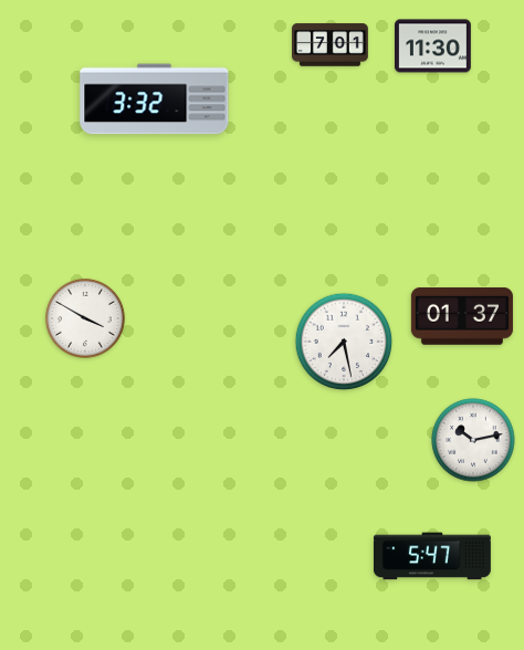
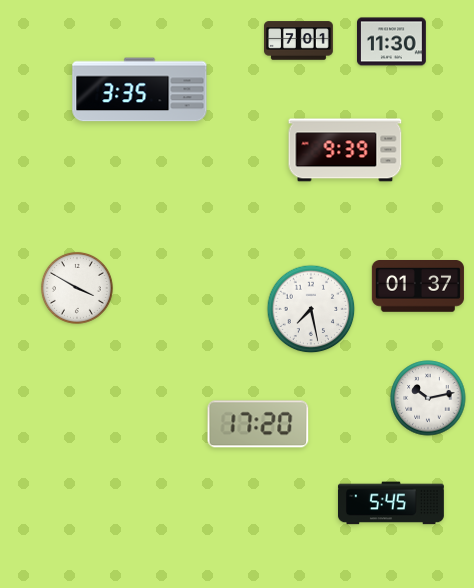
clock at (155, 99): 3:32 -> 3:35
clock at (345, 150): none -> 9:39
clock at (258, 424): none -> 17:20
clock at (432, 556): 5:47 -> 5:45
